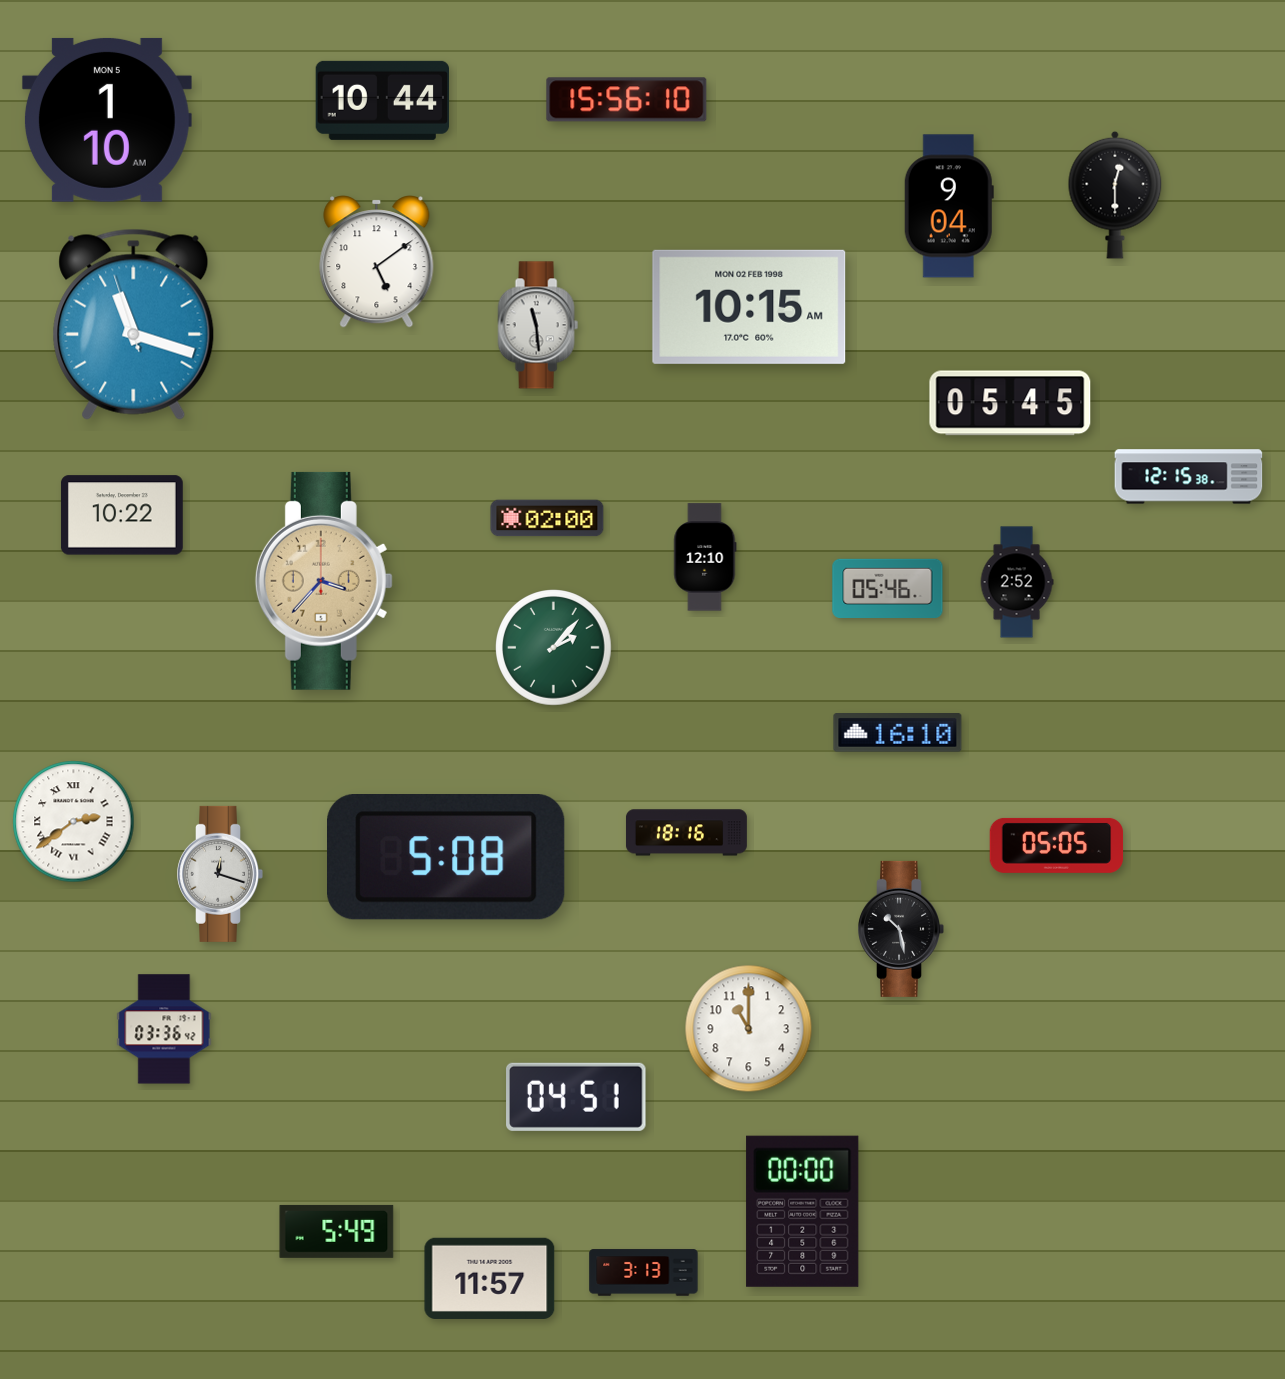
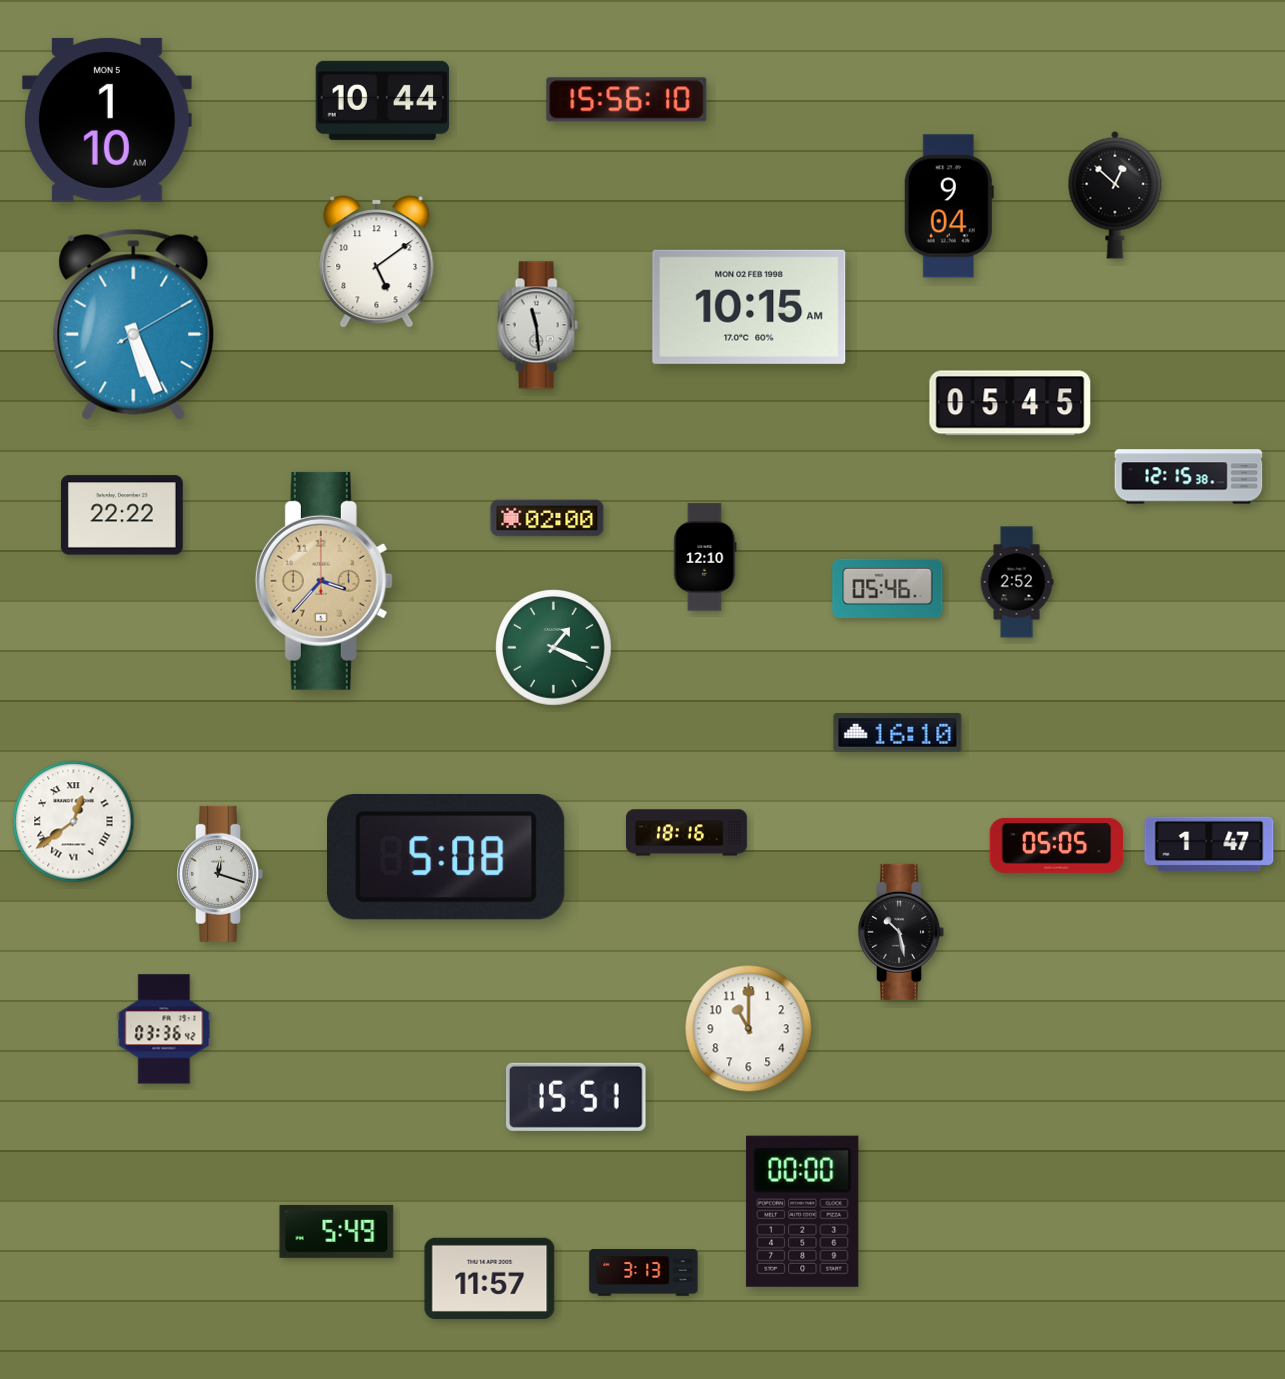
clock at (1115, 195): 12:30 -> 12:52
clock at (134, 324): 11:17 -> 5:26
clock at (122, 515): 10:22 -> 22:22
clock at (554, 648): 2:07 -> 1:19
clock at (74, 822): 2:39 -> 12:39
clock at (1209, 844): none -> 1:47
clock at (901, 929) position: (901, 929) -> (901, 932)
clock at (576, 1097): 04:51 -> 15:51
